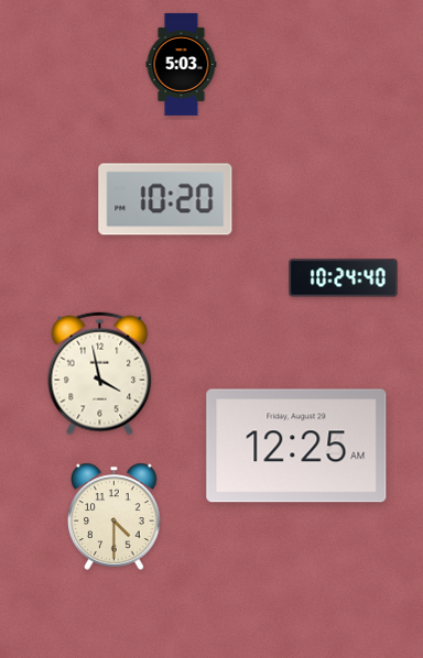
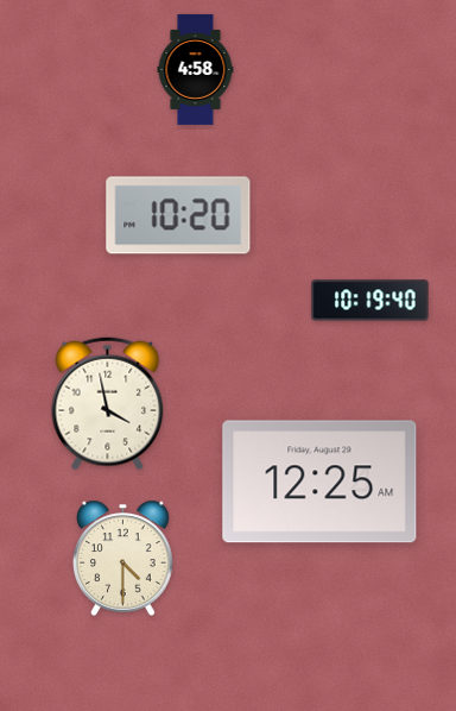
clock at (182, 64): 5:03 -> 4:58
clock at (344, 278): 10:24 -> 10:19
